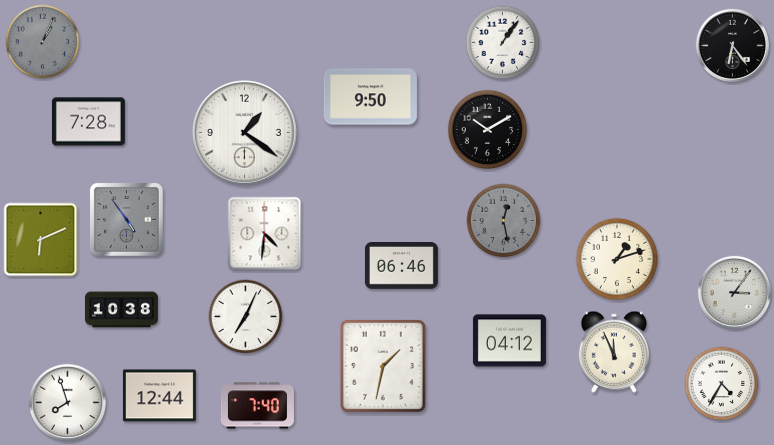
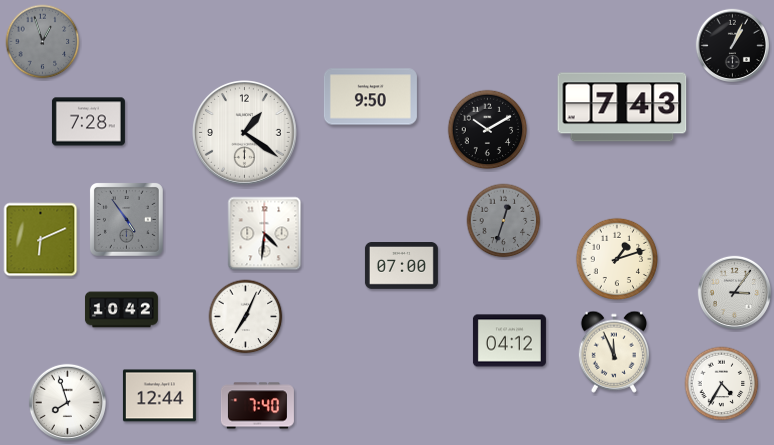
clock at (43, 42): 1:04 -> 12:57
clock at (503, 43): 1:06 -> none
clock at (732, 45): 6:24 -> 1:04
clock at (622, 107): none -> 7:43
clock at (504, 221): 12:28 -> 12:33
clock at (401, 266): 06:46 -> 07:00
clock at (121, 310): 10:38 -> 10:42
clock at (383, 366): 1:32 -> none
